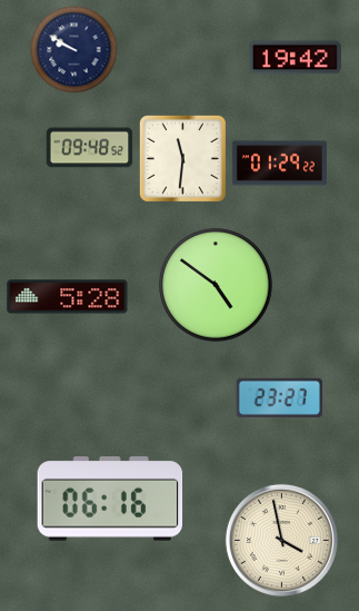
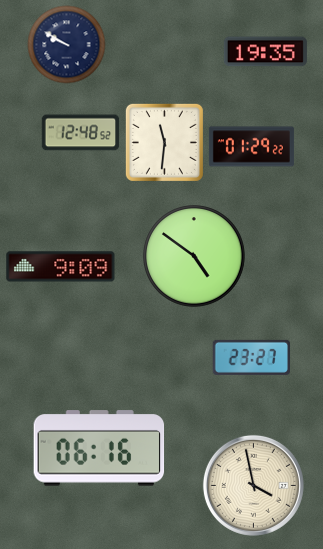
clock at (295, 58): 19:42 -> 19:35
clock at (89, 148): 09:48 -> 12:48
clock at (68, 297): 5:28 -> 9:09
